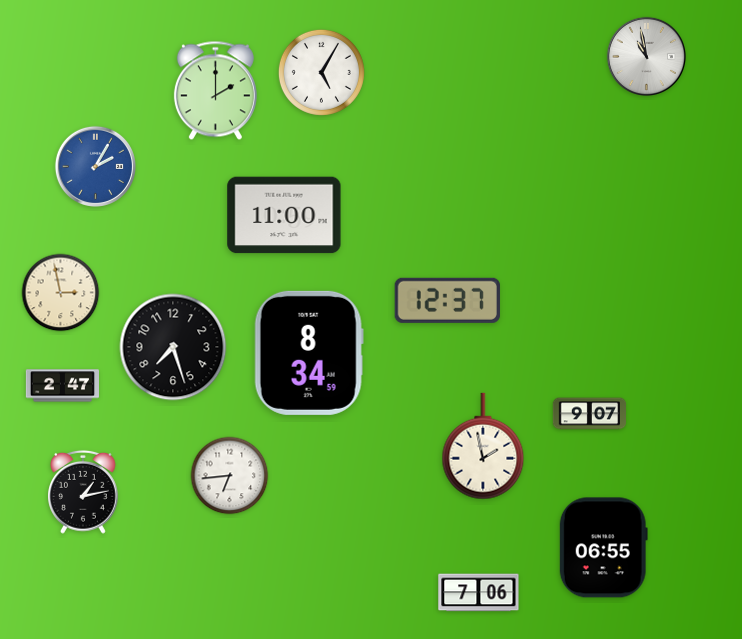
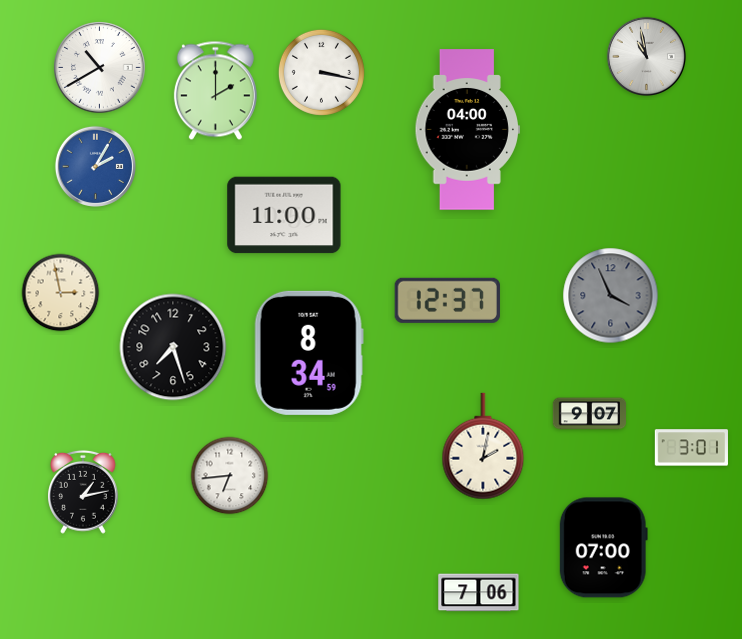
clock at (100, 68): none -> 10:40
clock at (321, 72): 5:05 -> 3:17
clock at (467, 130): none -> 04:00
clock at (611, 296): none -> 3:56
clock at (63, 386): 2:47 -> none
clock at (483, 446): 1:58 -> 2:02
clock at (691, 448): none -> 3:01
clock at (603, 548): 06:55 -> 07:00
